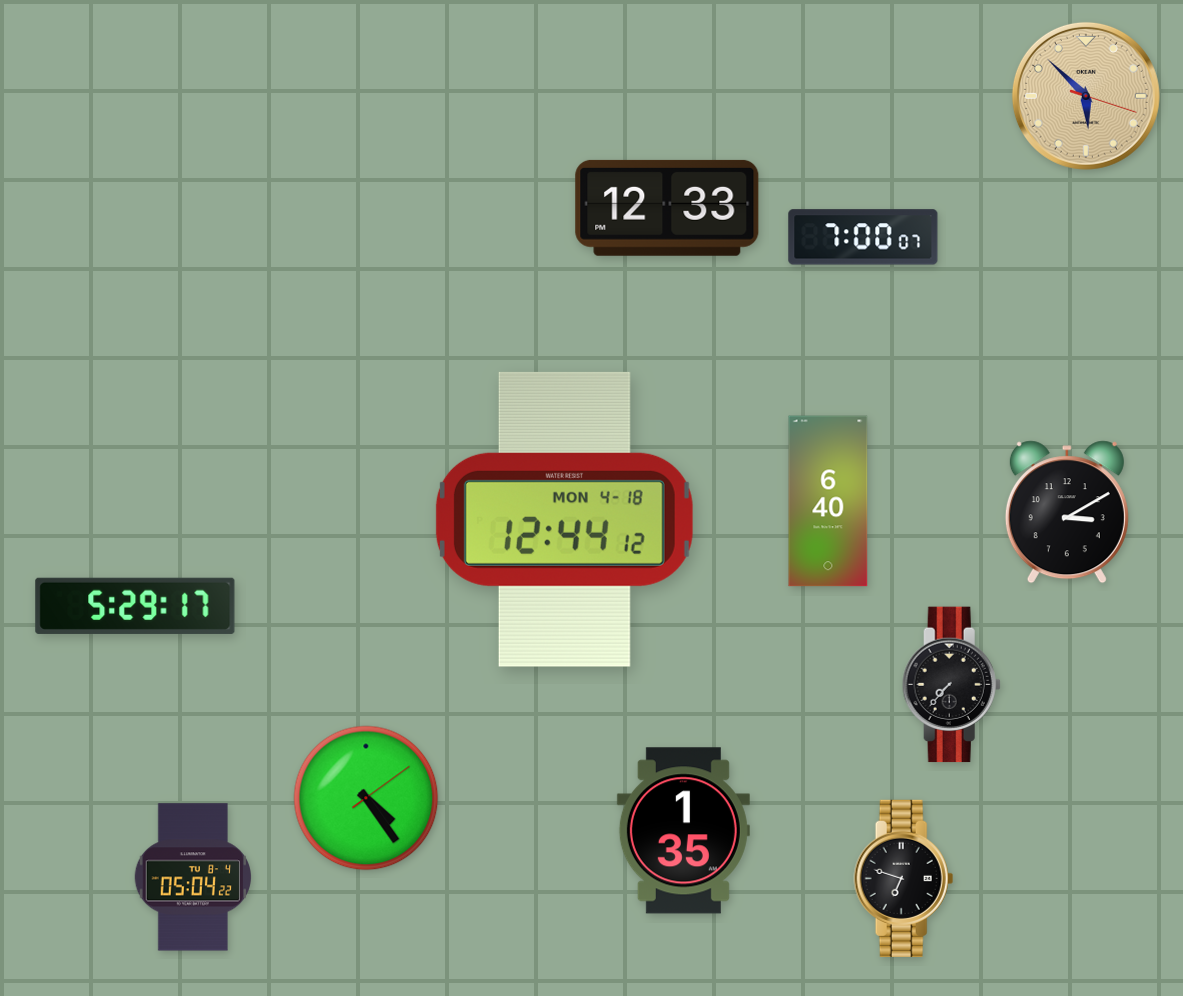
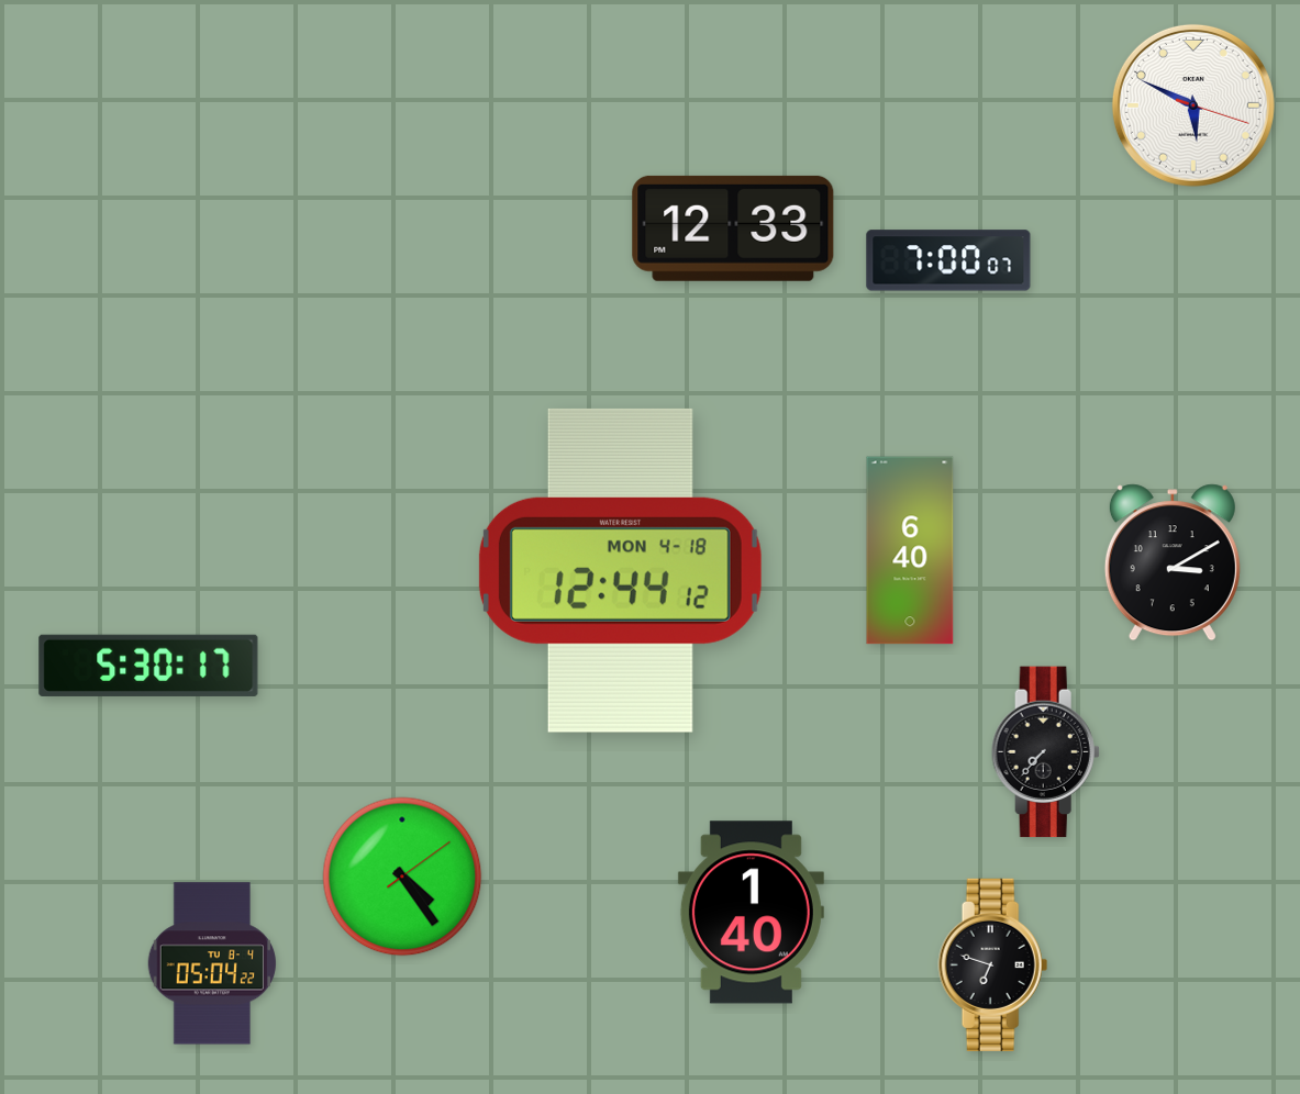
clock at (1086, 96): 5:52 -> 5:49
clock at (1086, 96) dial: champagne -> white
clock at (135, 606): 5:29 -> 5:30
clock at (683, 831): 1:35 -> 1:40
